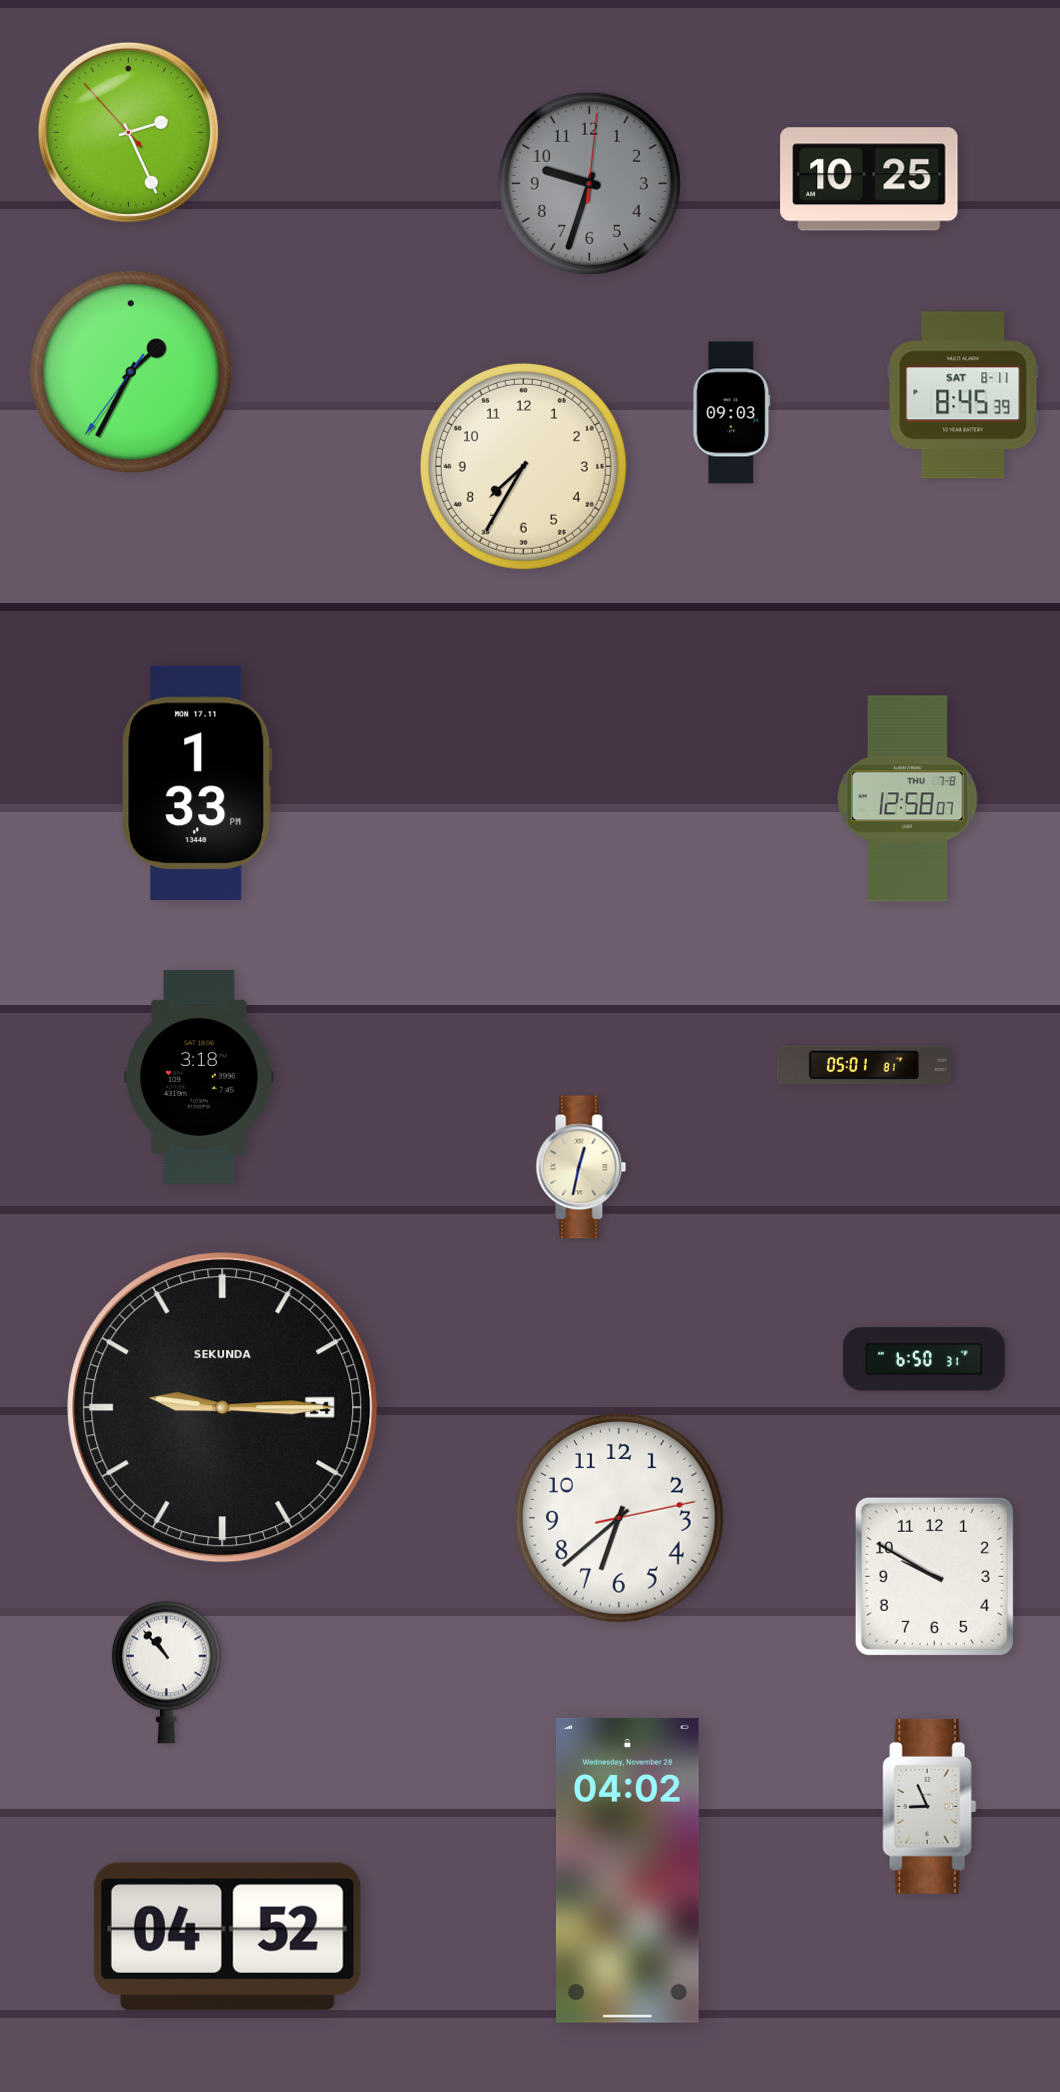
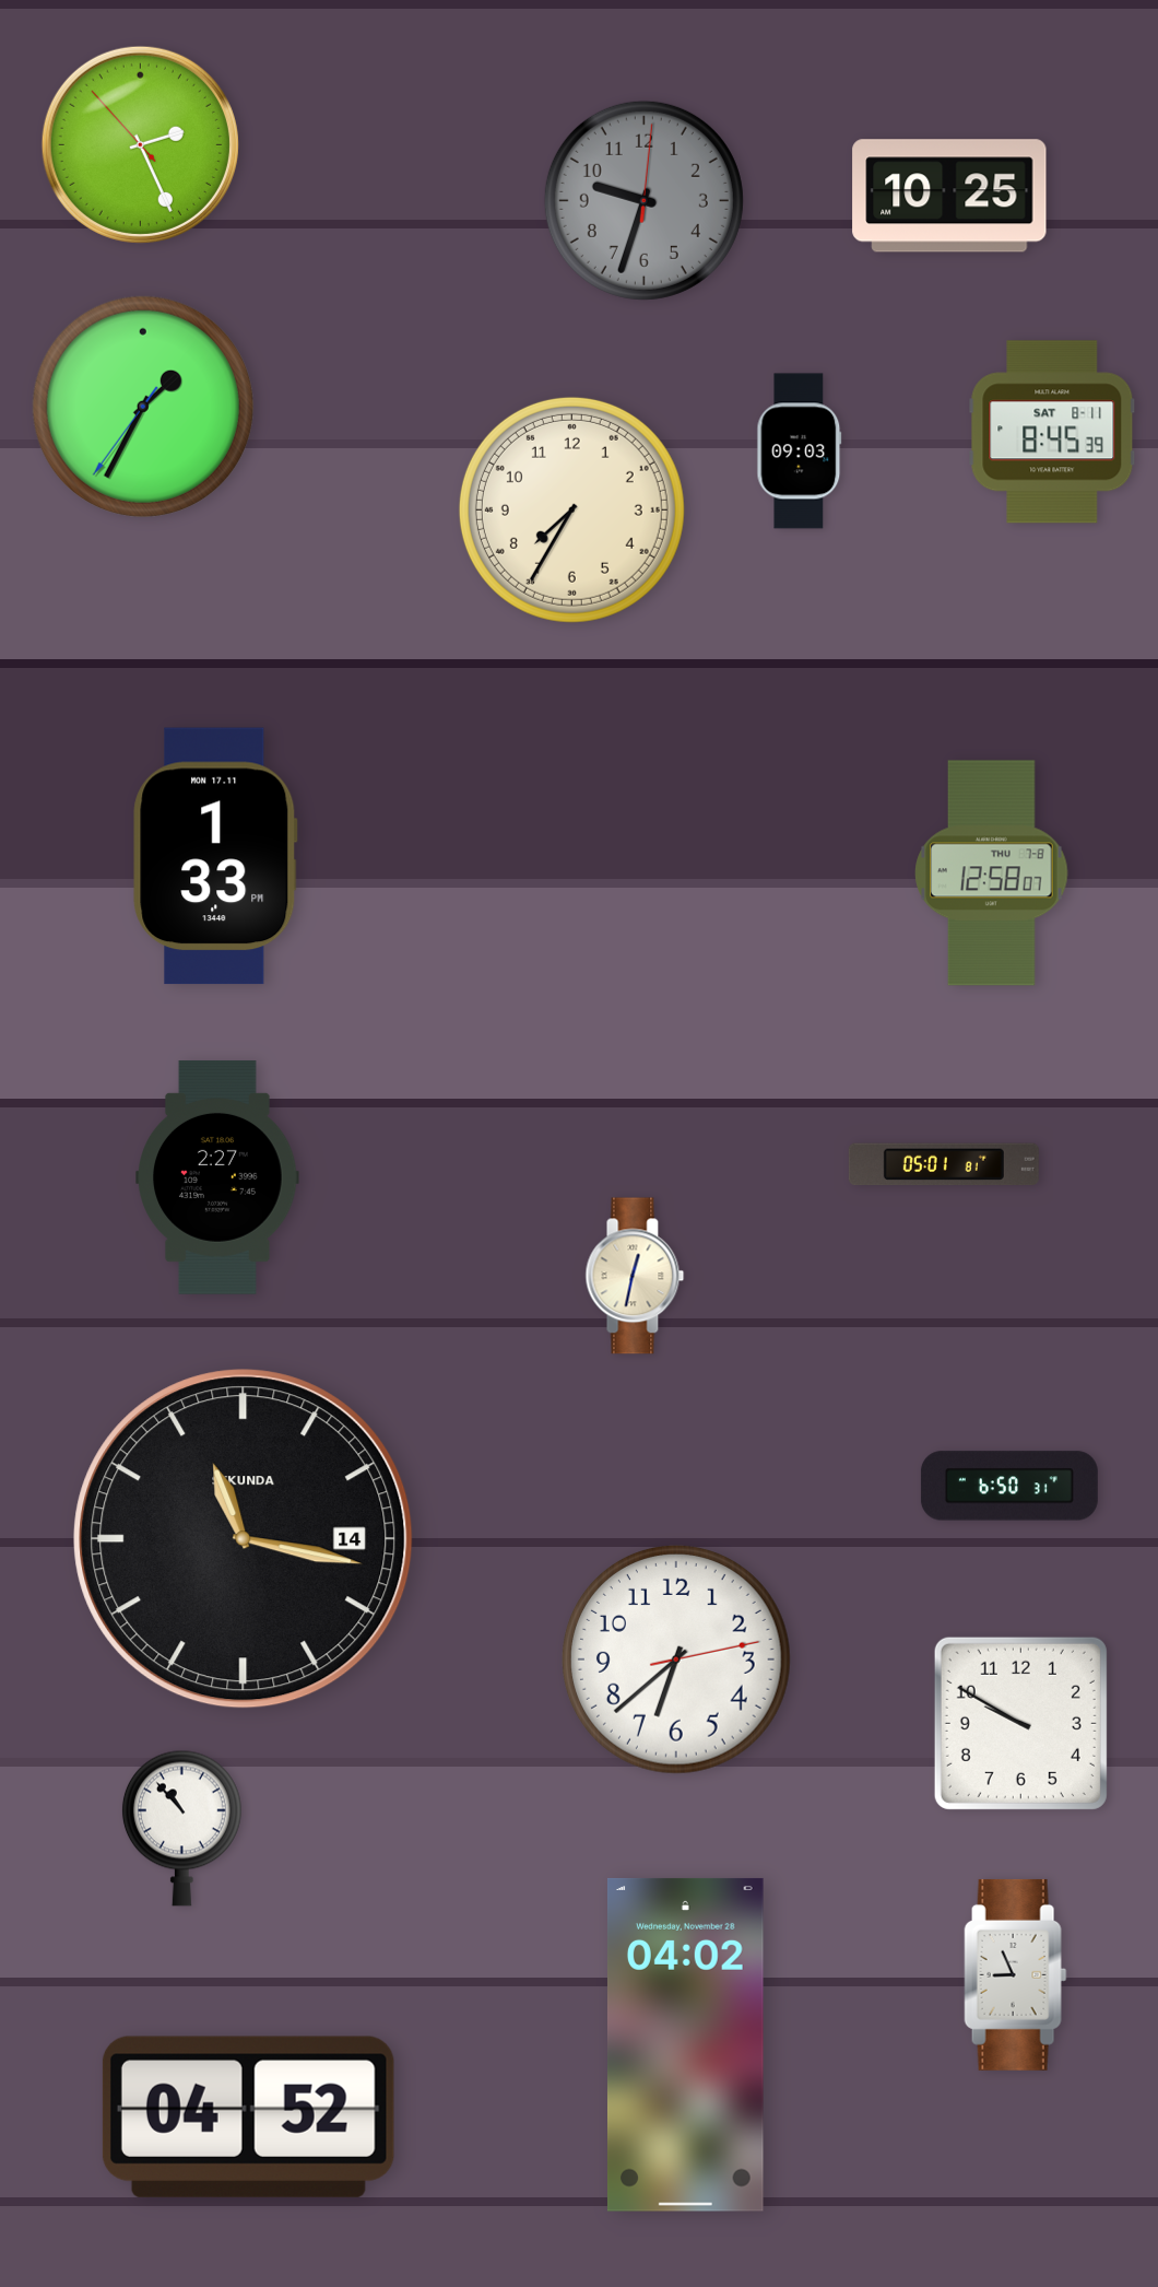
clock at (199, 1077): 3:18 -> 2:27
clock at (223, 1408): 9:15 -> 11:17
